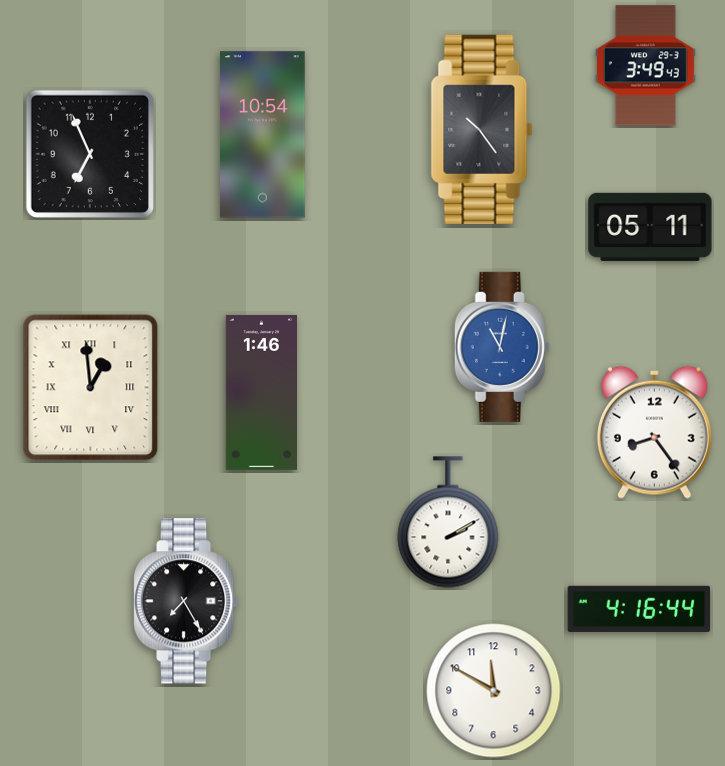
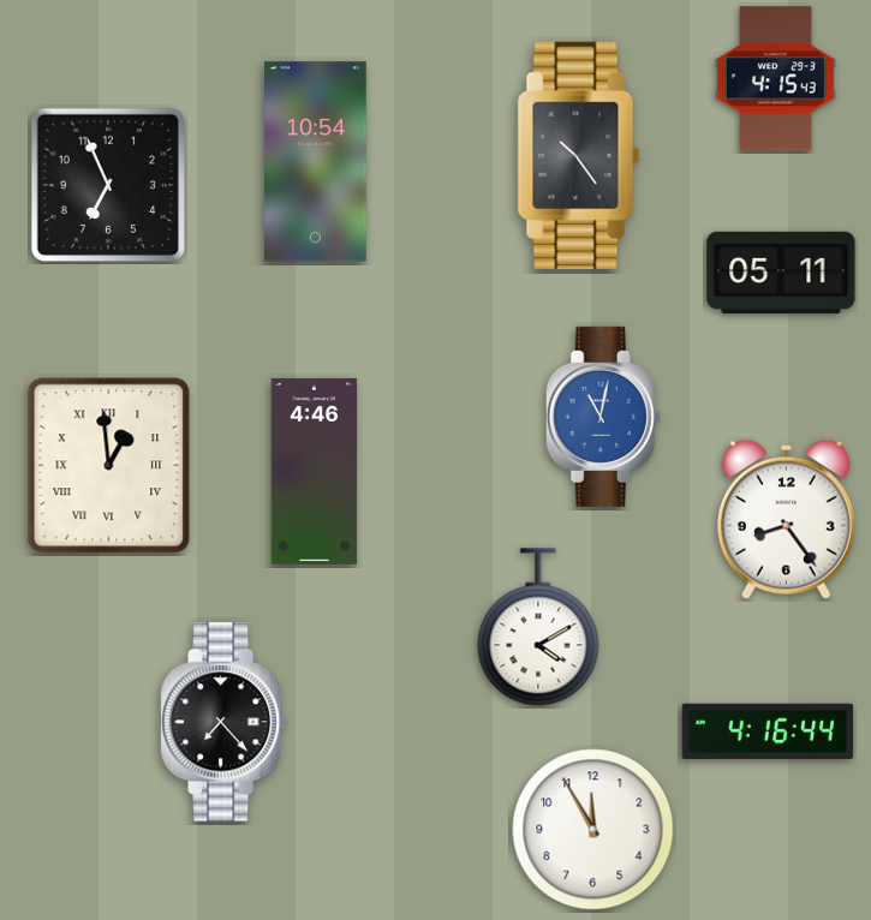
clock at (645, 66): 3:49 -> 4:15
clock at (261, 392): 1:46 -> 4:46
clock at (448, 522): 2:10 -> 4:10
clock at (186, 601): 7:25 -> 7:23
clock at (494, 691): 11:50 -> 11:55
